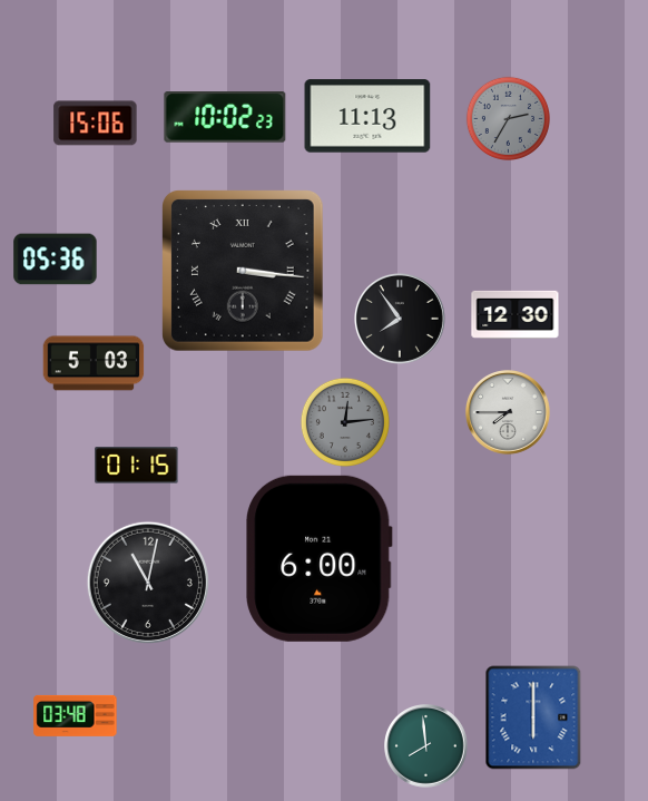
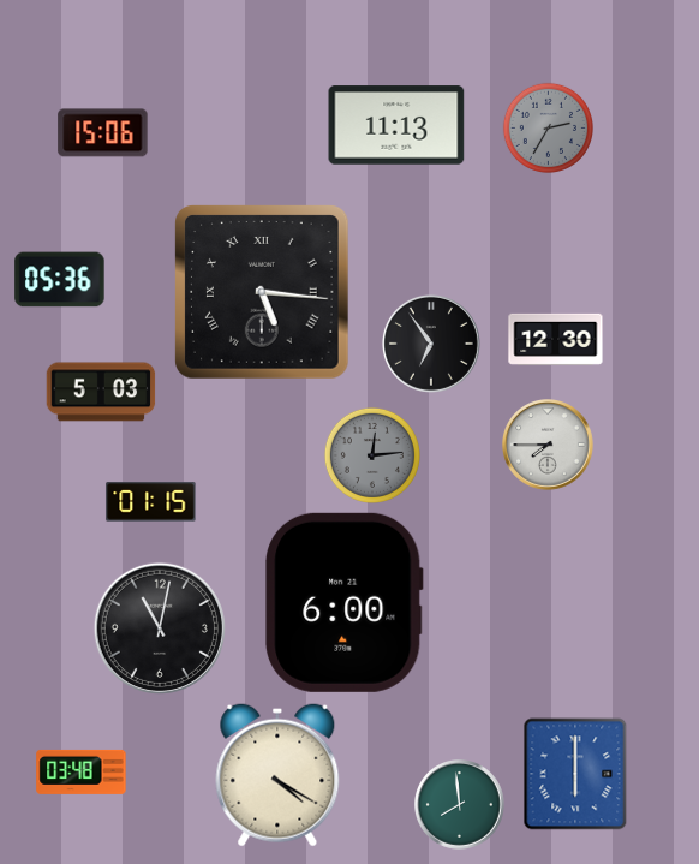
clock at (225, 117): 10:02 -> none
clock at (244, 272): 3:16 -> 5:16
clock at (400, 319): 7:54 -> 6:54
clock at (137, 466) position: (137, 466) -> (151, 502)
clock at (277, 775): none -> 4:20
